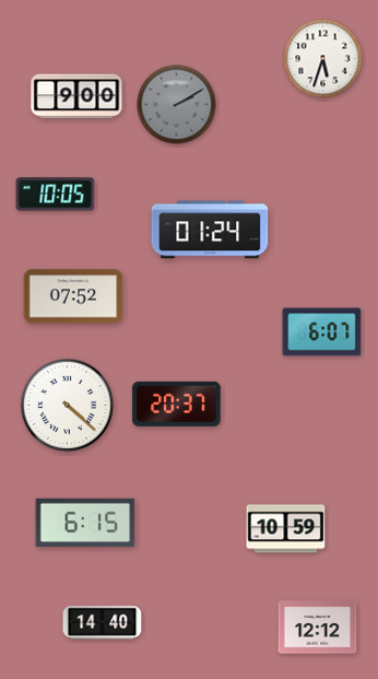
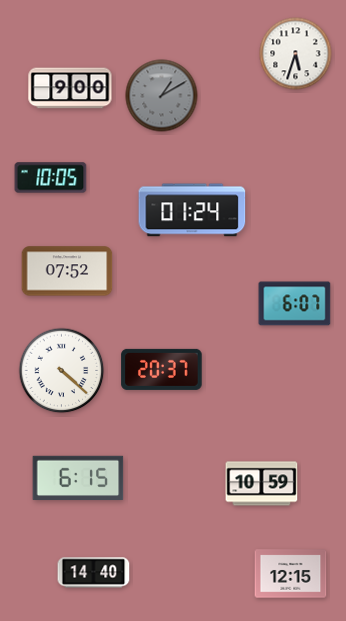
clock at (177, 105): 2:10 -> 1:10
clock at (103, 623) position: (103, 623) -> (94, 573)
clock at (318, 628): 12:12 -> 12:15
